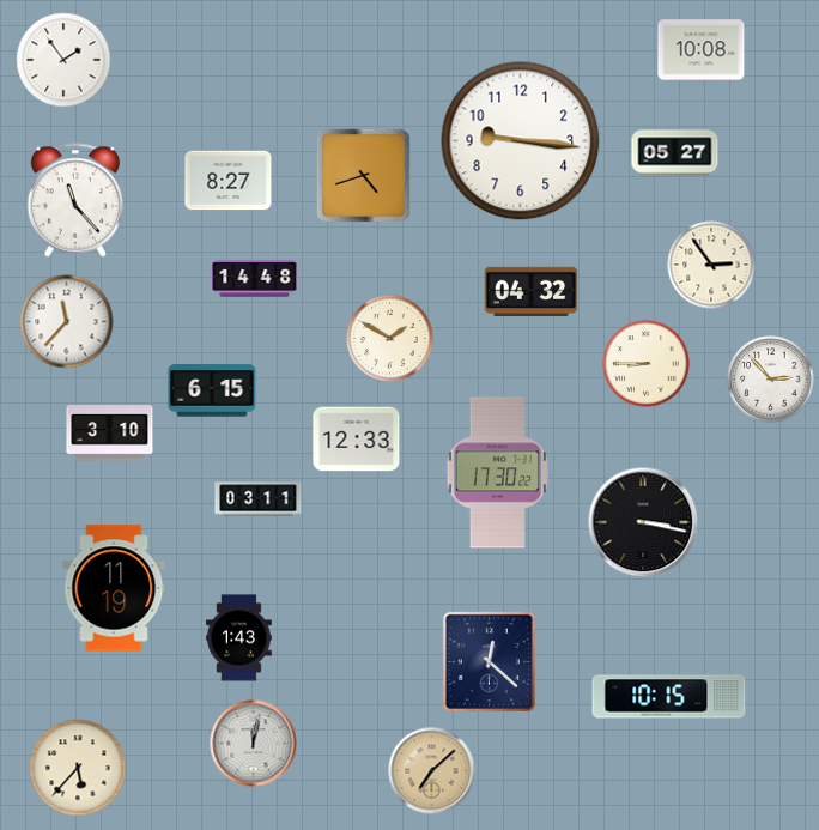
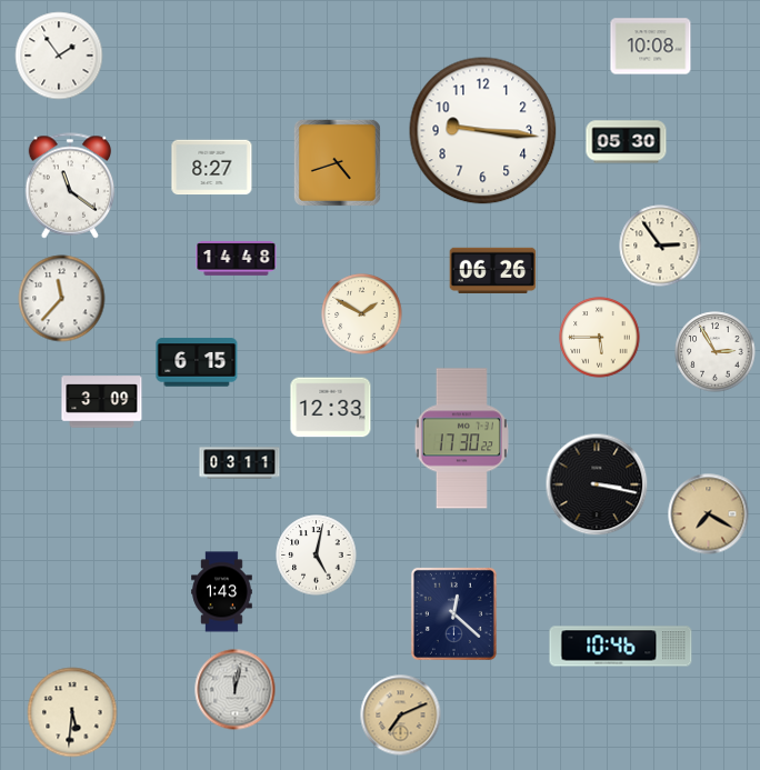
clock at (675, 153): 05:27 -> 05:30
clock at (75, 200): 11:23 -> 11:21
clock at (532, 291): 04:32 -> 06:26
clock at (647, 364): 8:45 -> 5:45
clock at (771, 380): 2:53 -> 2:55
clock at (110, 434): 3:10 -> 3:09
clock at (709, 514): none -> 7:20
clock at (114, 588): 11:19 -> none
clock at (317, 556): none -> 5:02
clock at (669, 697): 10:15 -> 10:46
clock at (78, 768): 5:37 -> 5:31
clock at (432, 771): 7:08 -> 7:11
